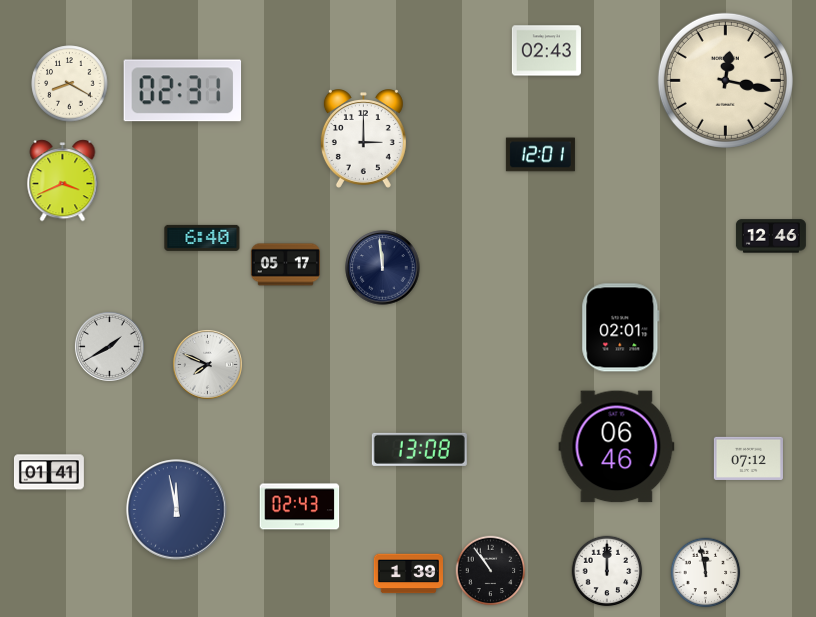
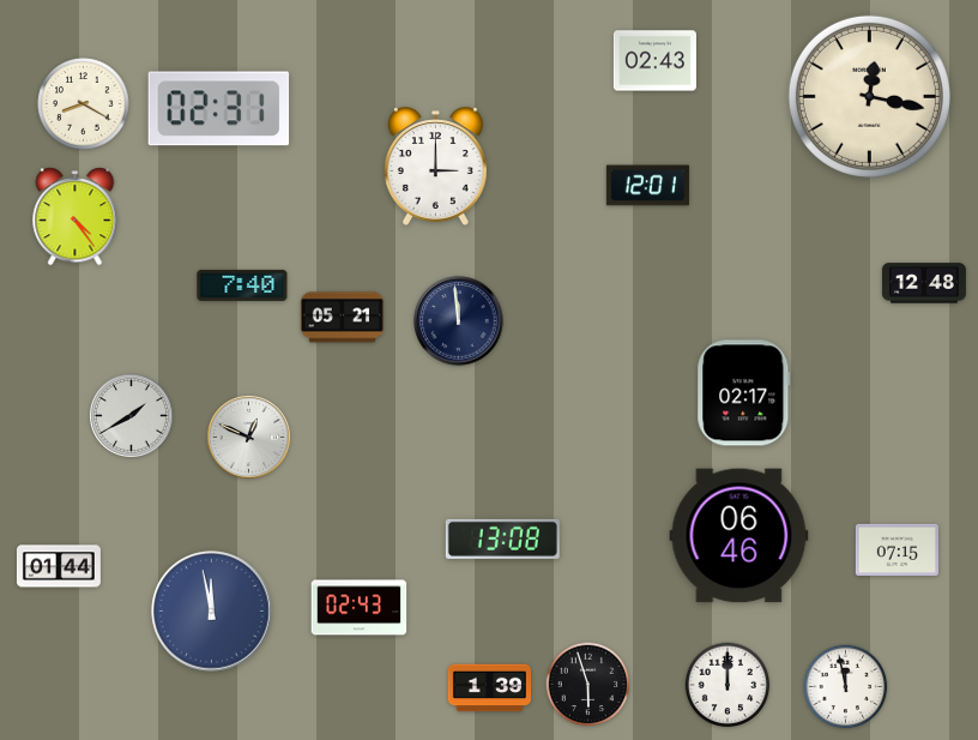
clock at (70, 84) position: (70, 84) -> (84, 104)
clock at (63, 181): 3:41 -> 4:24
clock at (771, 236): 12:46 -> 12:48
clock at (202, 238): 6:40 -> 7:40
clock at (285, 265): 05:17 -> 05:21
clock at (621, 328): 02:01 -> 02:17
clock at (207, 364): 7:49 -> 12:49
clock at (748, 458): 07:12 -> 07:15
clock at (49, 472): 01:41 -> 01:44
clock at (491, 571): 10:54 -> 5:57
